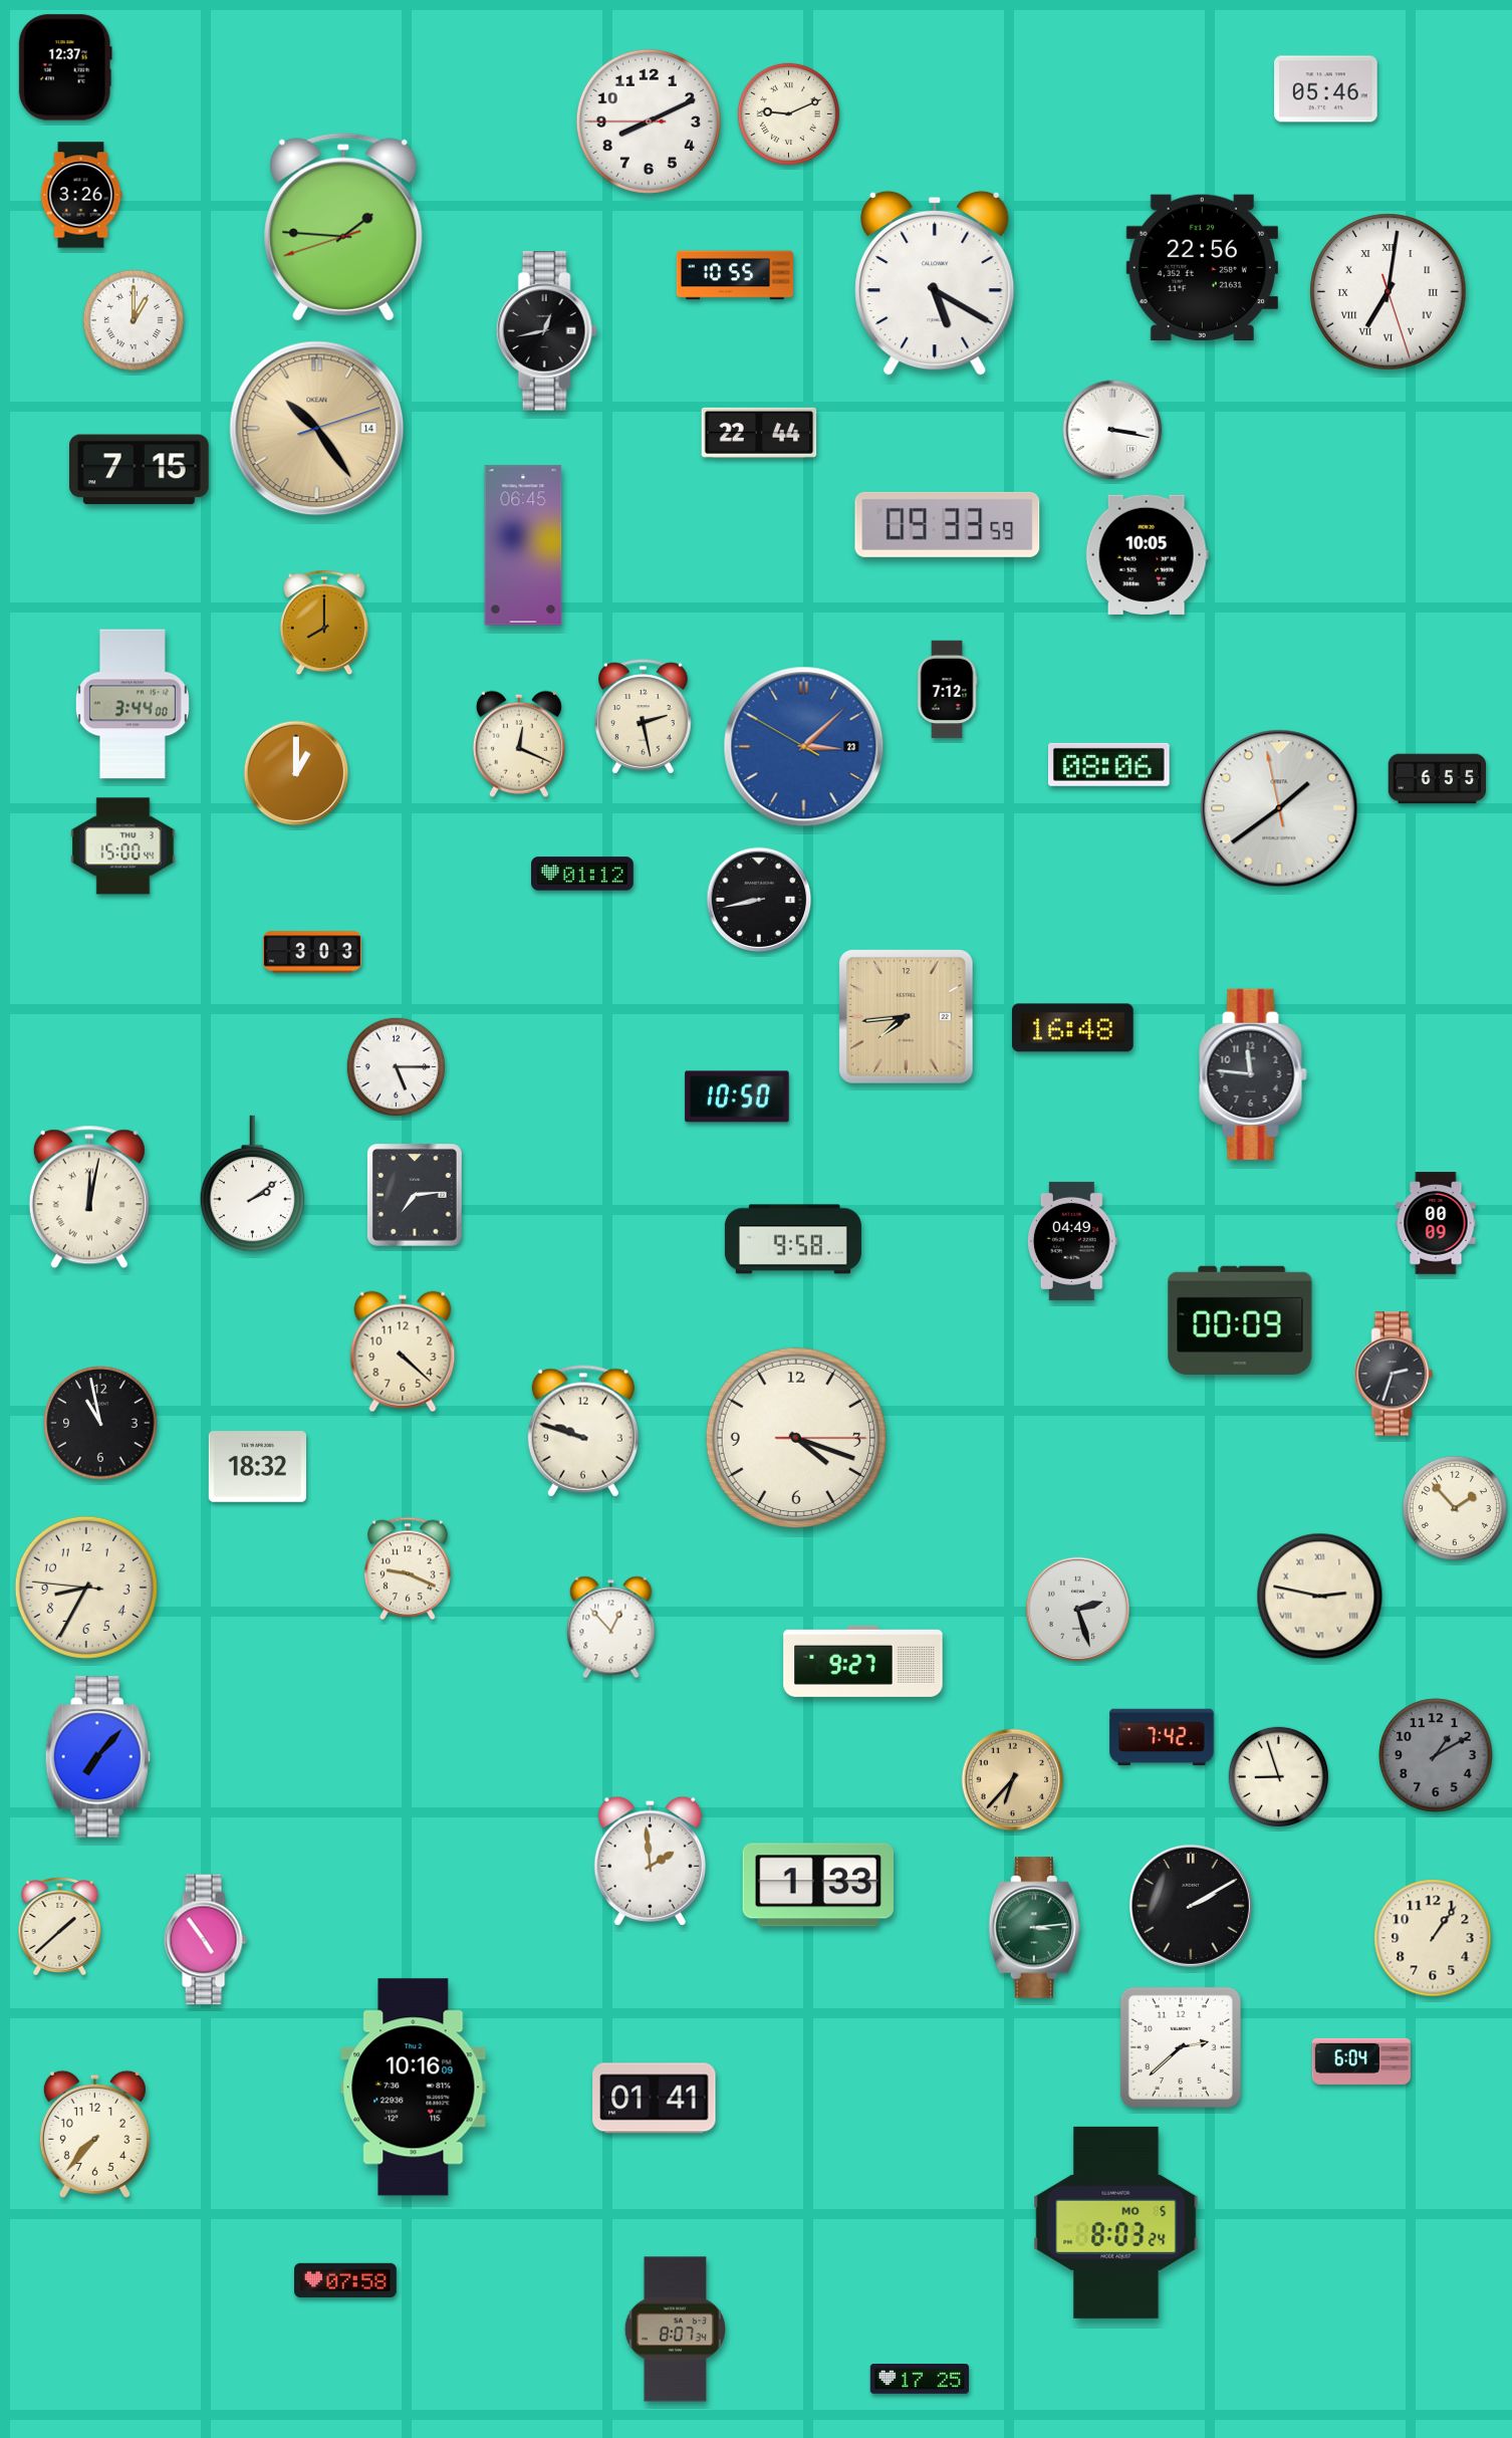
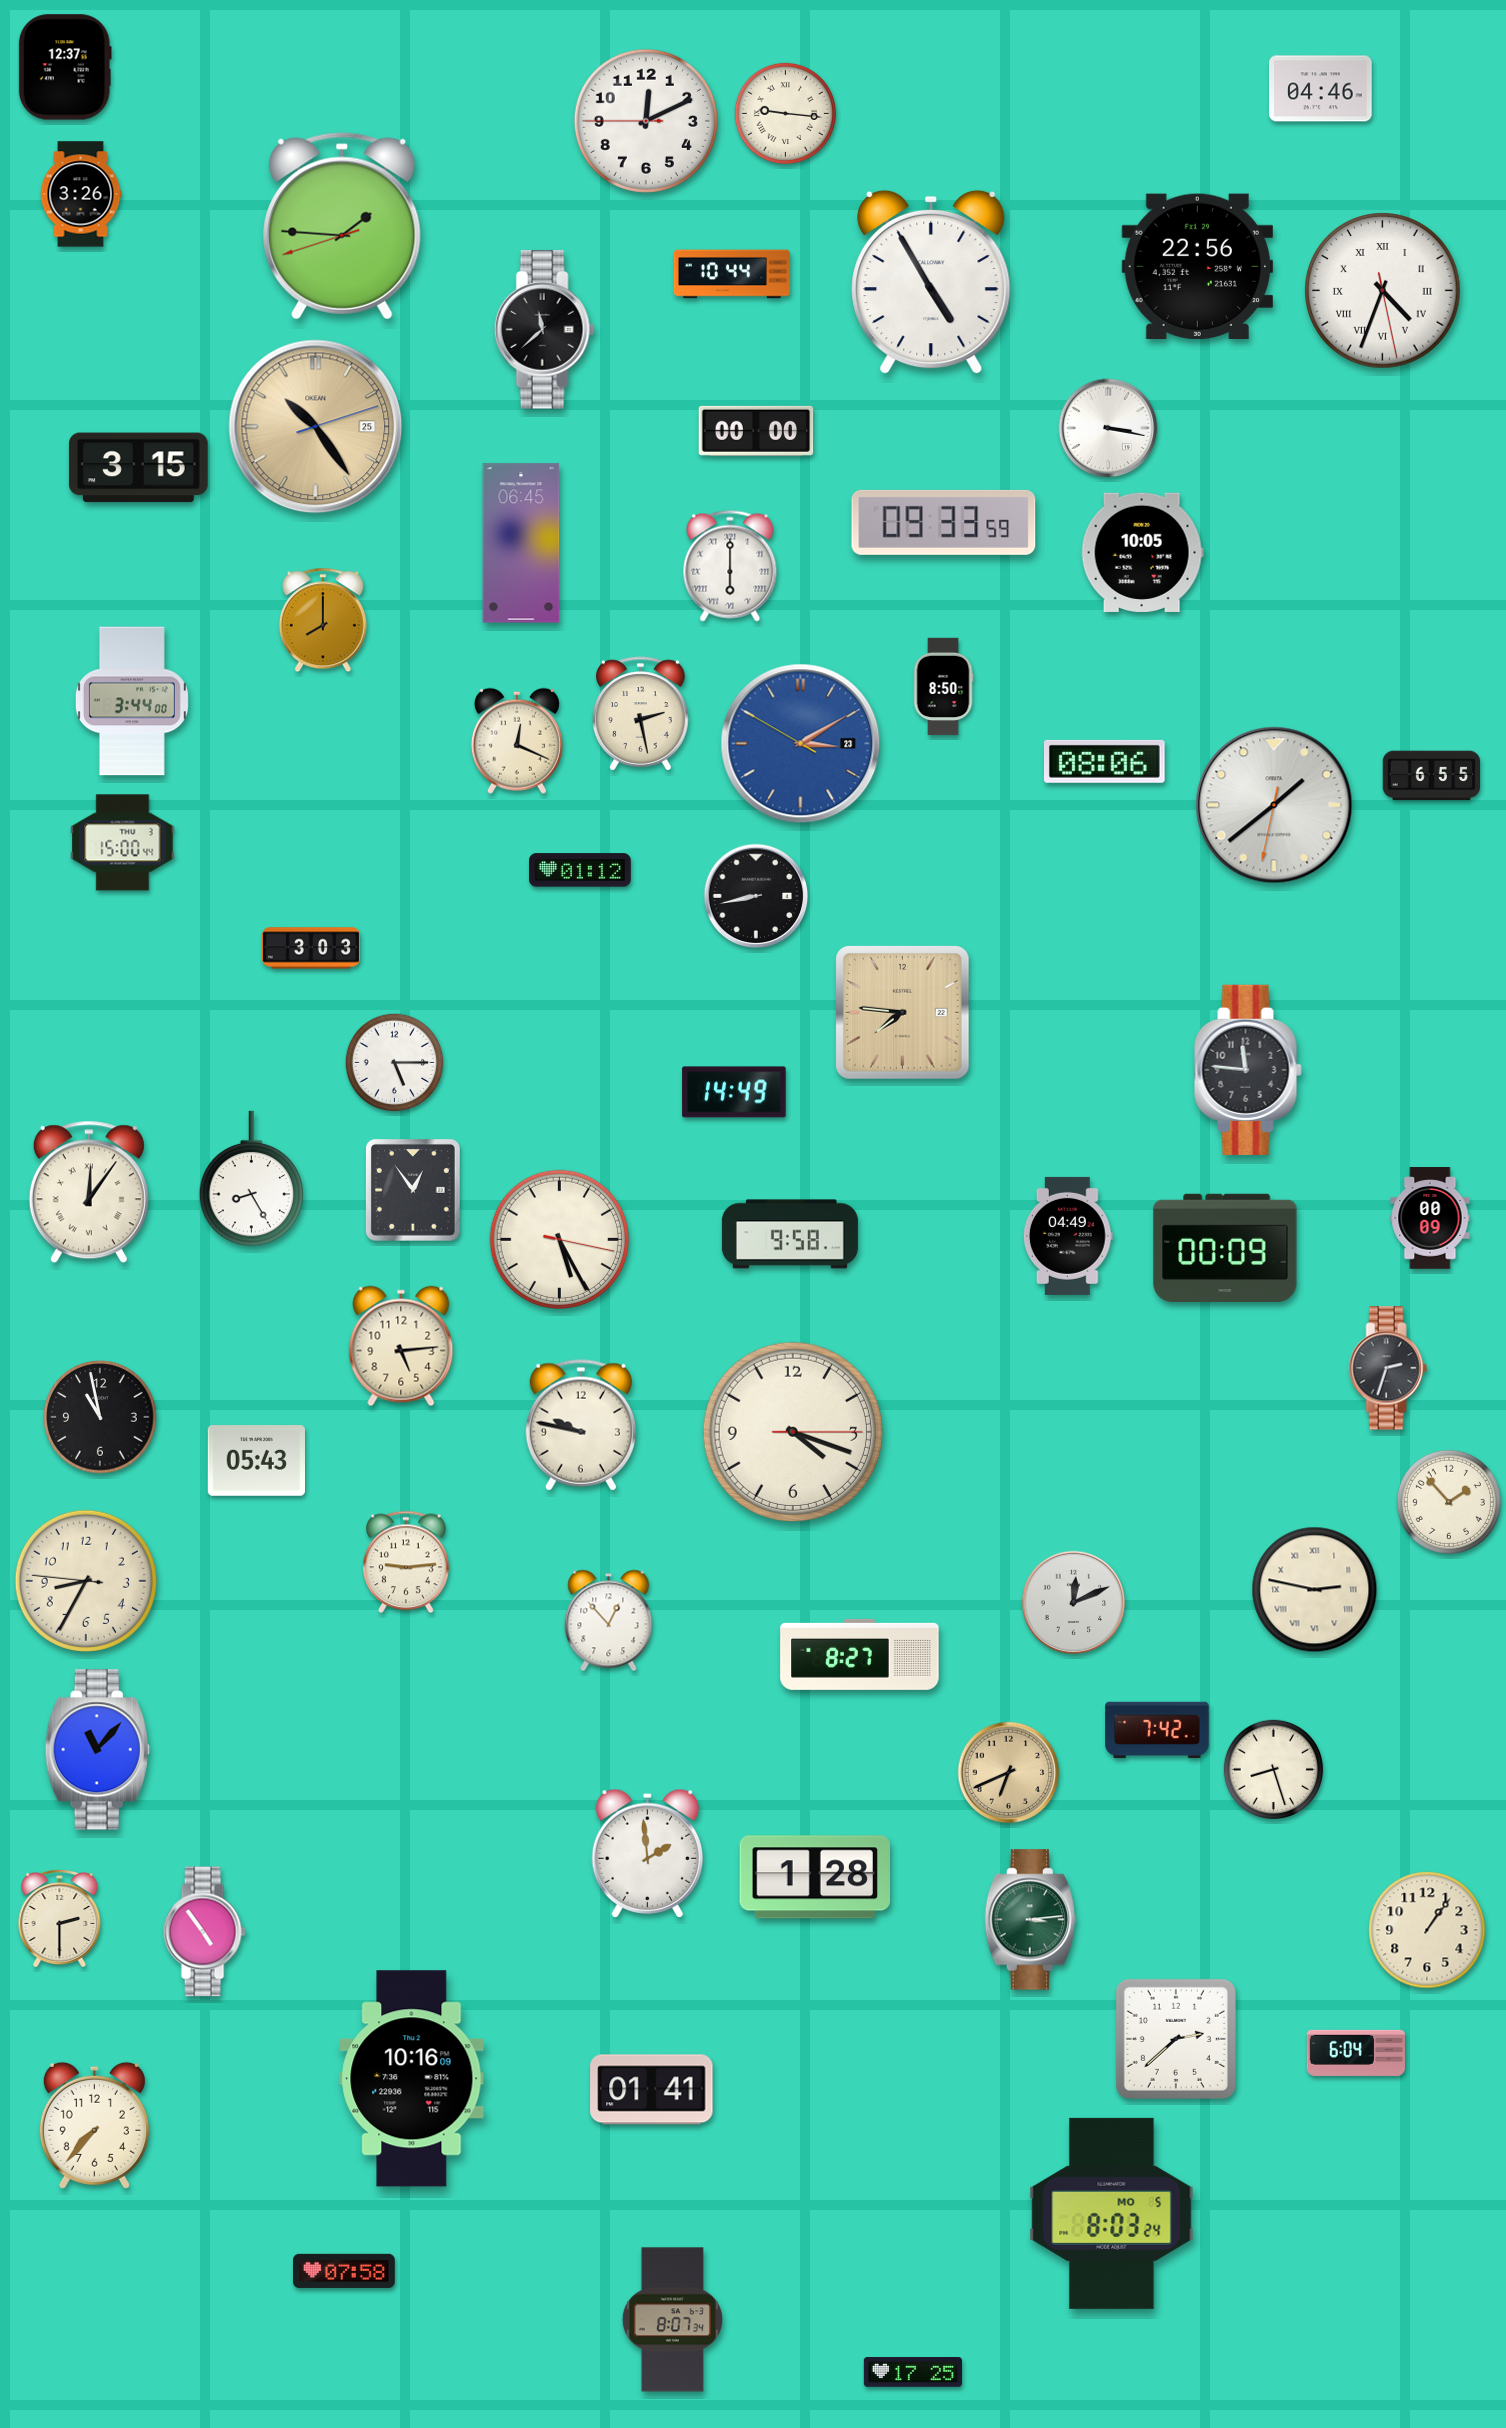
clock at (1326, 89): 05:46 -> 04:46
clock at (788, 113): 9:11 -> 9:16
clock at (649, 121): 8:10 -> 12:10
clock at (734, 275): 10:55 -> 10:44
clock at (935, 283): 5:20 -> 4:55
clock at (1389, 292): 7:01 -> 4:33
clock at (133, 319): 1:00 -> none
clock at (546, 331): 12:43 -> 11:38
clock at (317, 429) date: 14 -> 25
clock at (759, 433): 22:44 -> 00:00
clock at (139, 470): 7:15 -> 3:15
clock at (730, 566): none -> 6:00
clock at (947, 690): 7:12 -> 8:50
clock at (804, 747): 3:07 -> 3:09
clock at (296, 773): 1:00 -> none
clock at (1279, 808): 1:38:58 -> 1:38:32
clock at (907, 1017): 7:44 -> 7:46
clock at (1073, 1028): 16:48 -> none
clock at (737, 1096): 10:50 -> 14:49
clock at (253, 1184): 2:09 -> 8:25
clock at (416, 1196): 7:14 -> 12:54
clock at (89, 1197): 12:02 -> 12:06
clock at (559, 1239): none -> 5:25
clock at (1240, 1319) position: (1240, 1319) -> (1225, 1247)
clock at (403, 1352): 4:22 -> 5:14
clock at (583, 1431): 9:48 -> 9:47
clock at (257, 1467): 18:32 -> 05:43
clock at (409, 1568): 9:19 -> 9:14
clock at (1078, 1610): 2:27 -> 12:11
clock at (863, 1661): 9:27 -> 8:27
clock at (1436, 1755): 1:10 -> none
clock at (97, 1757): 7:07 -> 11:07
clock at (1278, 1776): 8:57 -> 8:27
clock at (1013, 1780): 6:37 -> 6:41
clock at (817, 1885): 1:33 -> 1:28
clock at (1191, 1906): 2:10 -> none
clock at (60, 1927): 1:38 -> 2:30
clock at (920, 2379) position: (920, 2379) -> (913, 2372)
